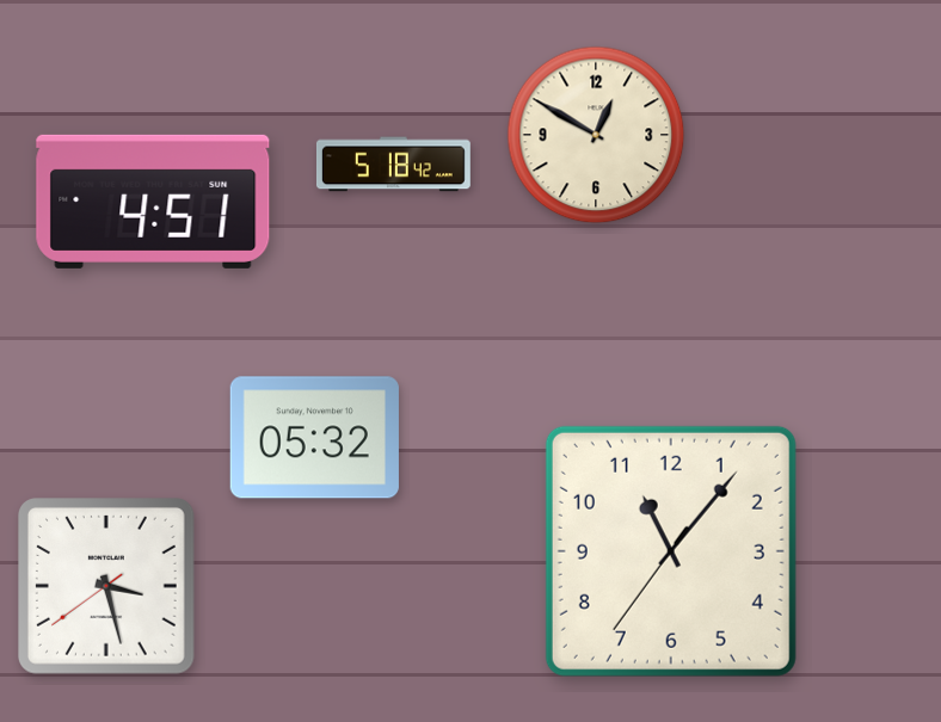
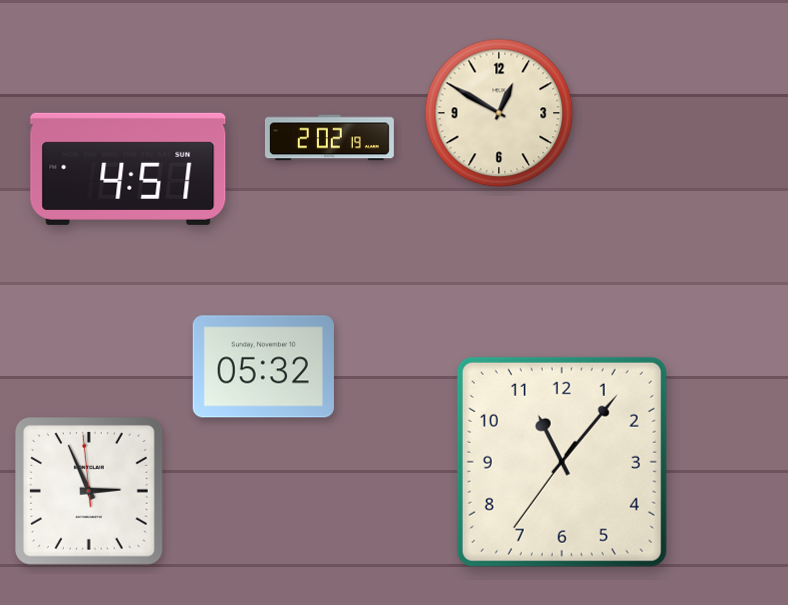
clock at (393, 165): 5:18 -> 2:02
clock at (107, 587): 3:27 -> 2:55
